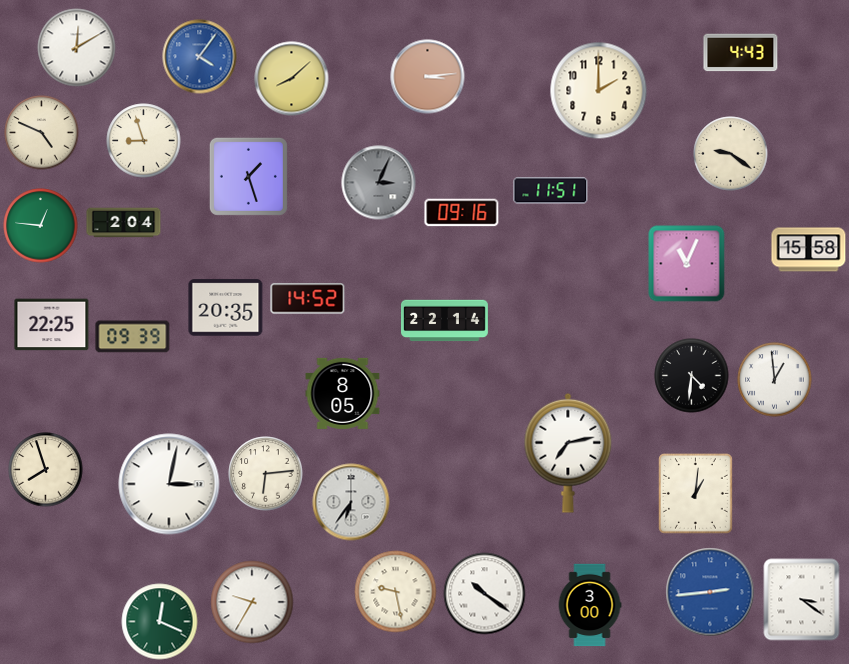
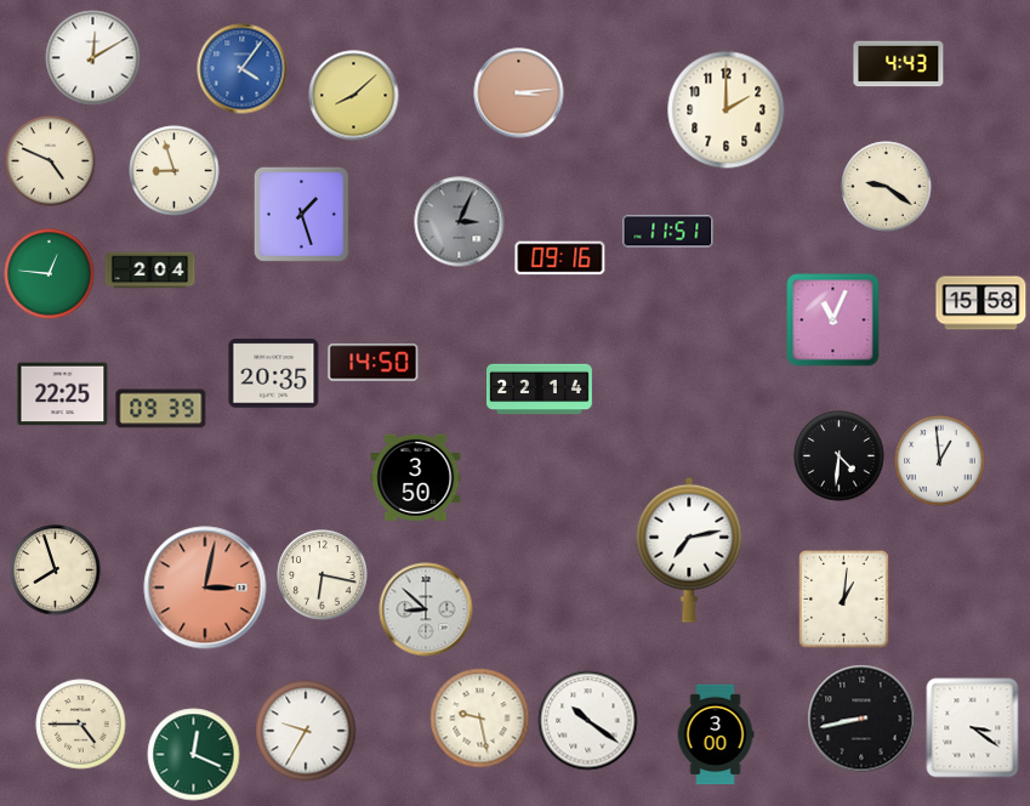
clock at (308, 299): 14:52 -> 14:50
clock at (343, 393): 8:05 -> 3:50
clock at (266, 474): 6:14 -> 6:17
clock at (169, 484) dial: white -> salmon
clock at (351, 502): 6:36 -> 8:52
clock at (710, 592): 2:44 -> 8:43
clock at (710, 592) dial: blue -> black
clock at (81, 725): none -> 4:45
